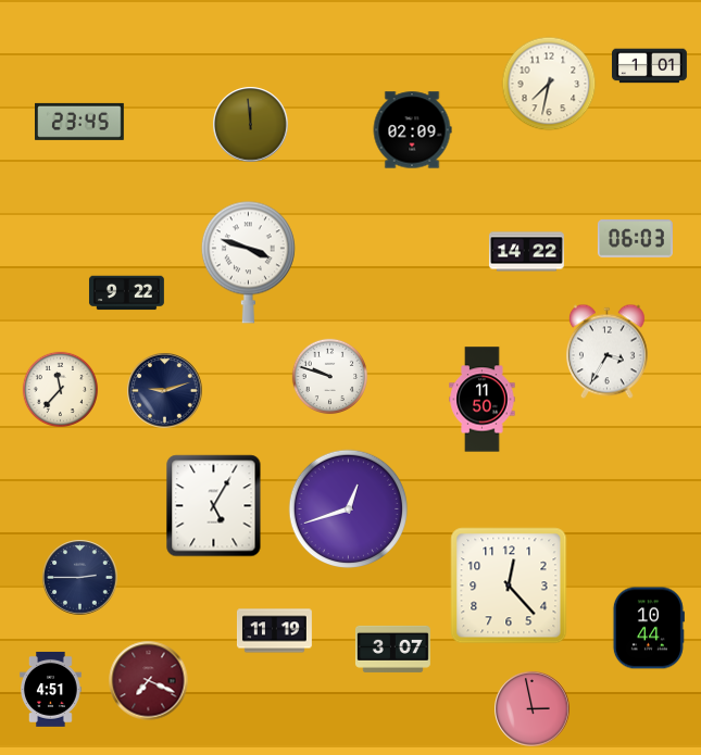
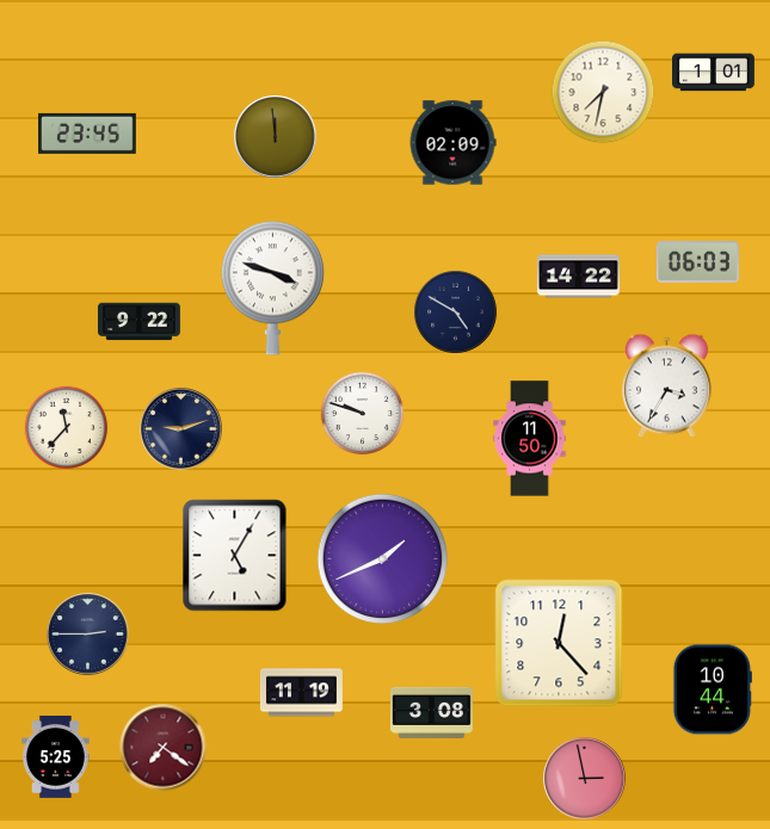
clock at (456, 313): none -> 4:50
clock at (349, 509): 12:42 -> 1:41
clock at (392, 649): 3:07 -> 3:08
clock at (149, 681): 7:19 -> 7:21
clock at (51, 689): 4:51 -> 5:25
